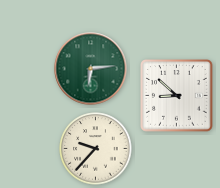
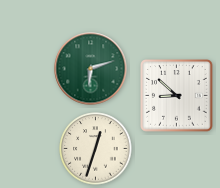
clock at (91, 69): 6:14 -> 6:12
clock at (96, 149): 9:37 -> 12:33
